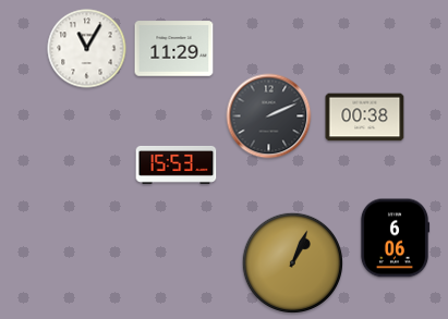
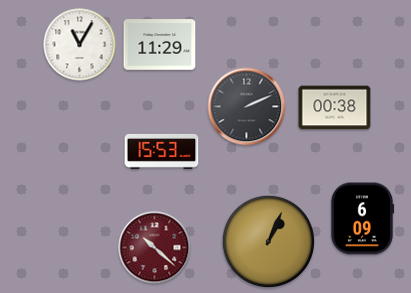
clock at (395, 238): 6:06 -> 6:09
clock at (155, 248): none -> 10:22
